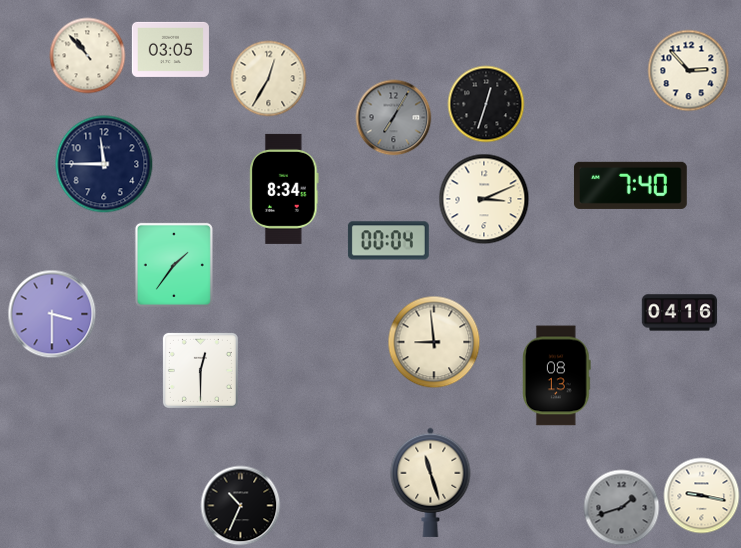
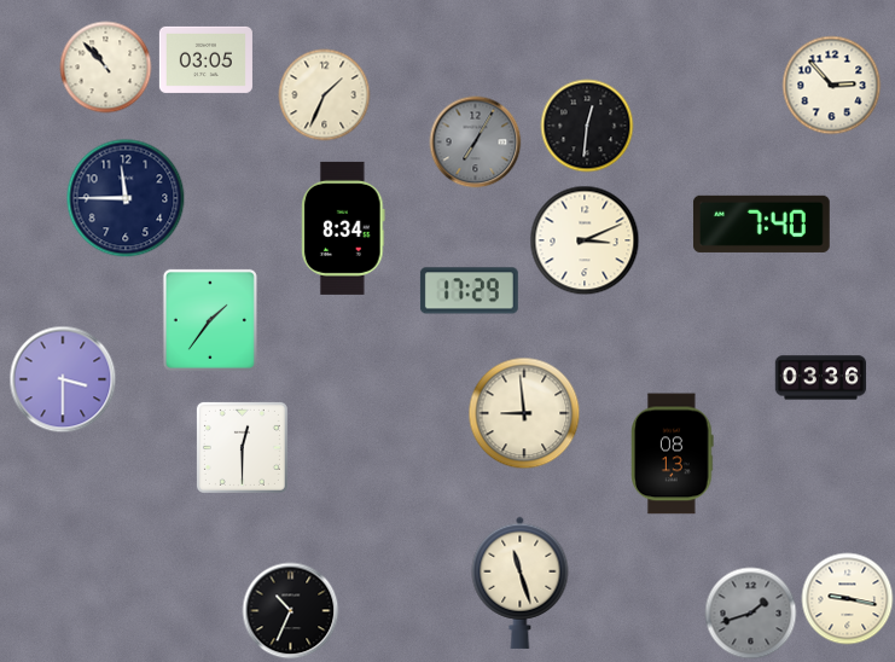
clock at (269, 79): 12:35 -> 1:34
clock at (486, 104): 12:33 -> 12:31
clock at (388, 241): 00:04 -> 17:29
clock at (680, 313): 04:16 -> 03:36
